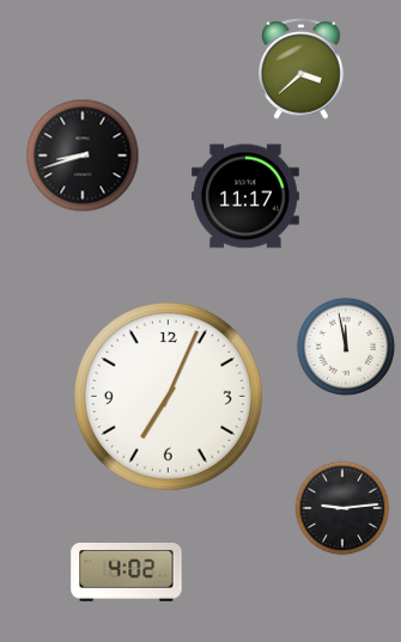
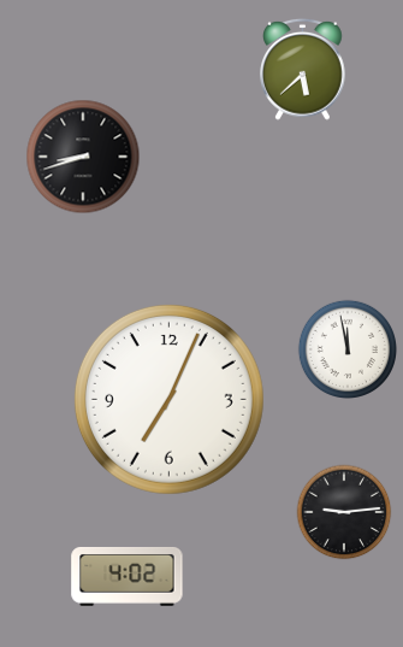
clock at (302, 68): 3:38 -> 5:38
clock at (245, 196): 11:17 -> none
